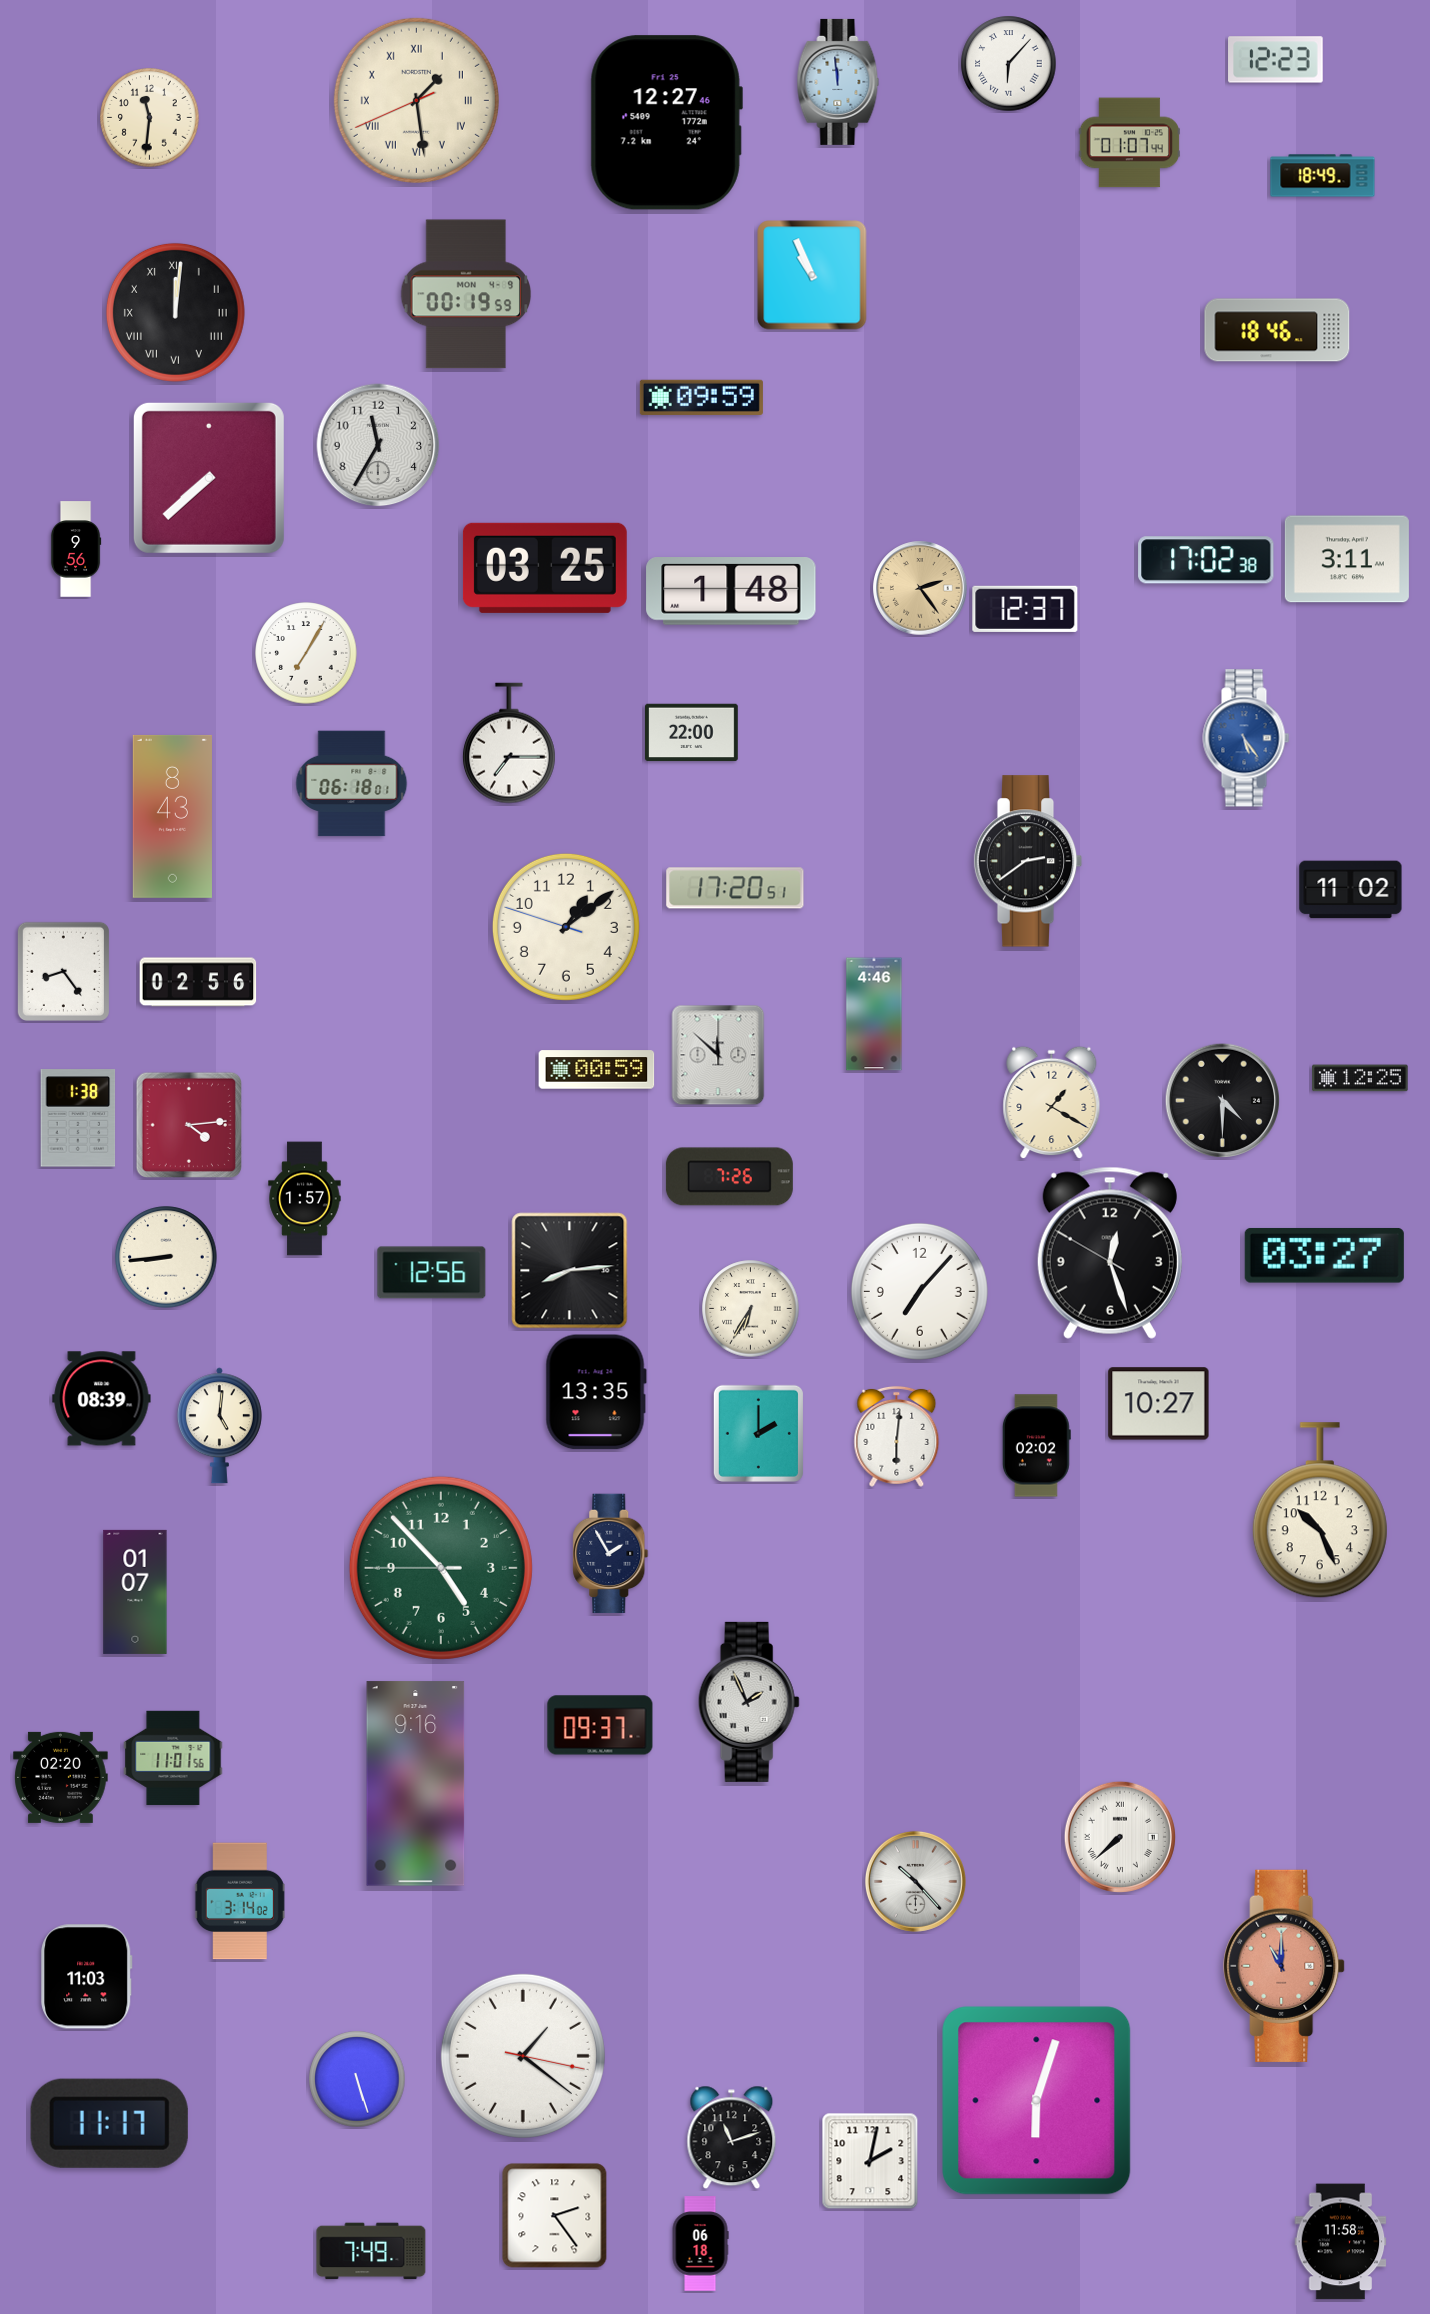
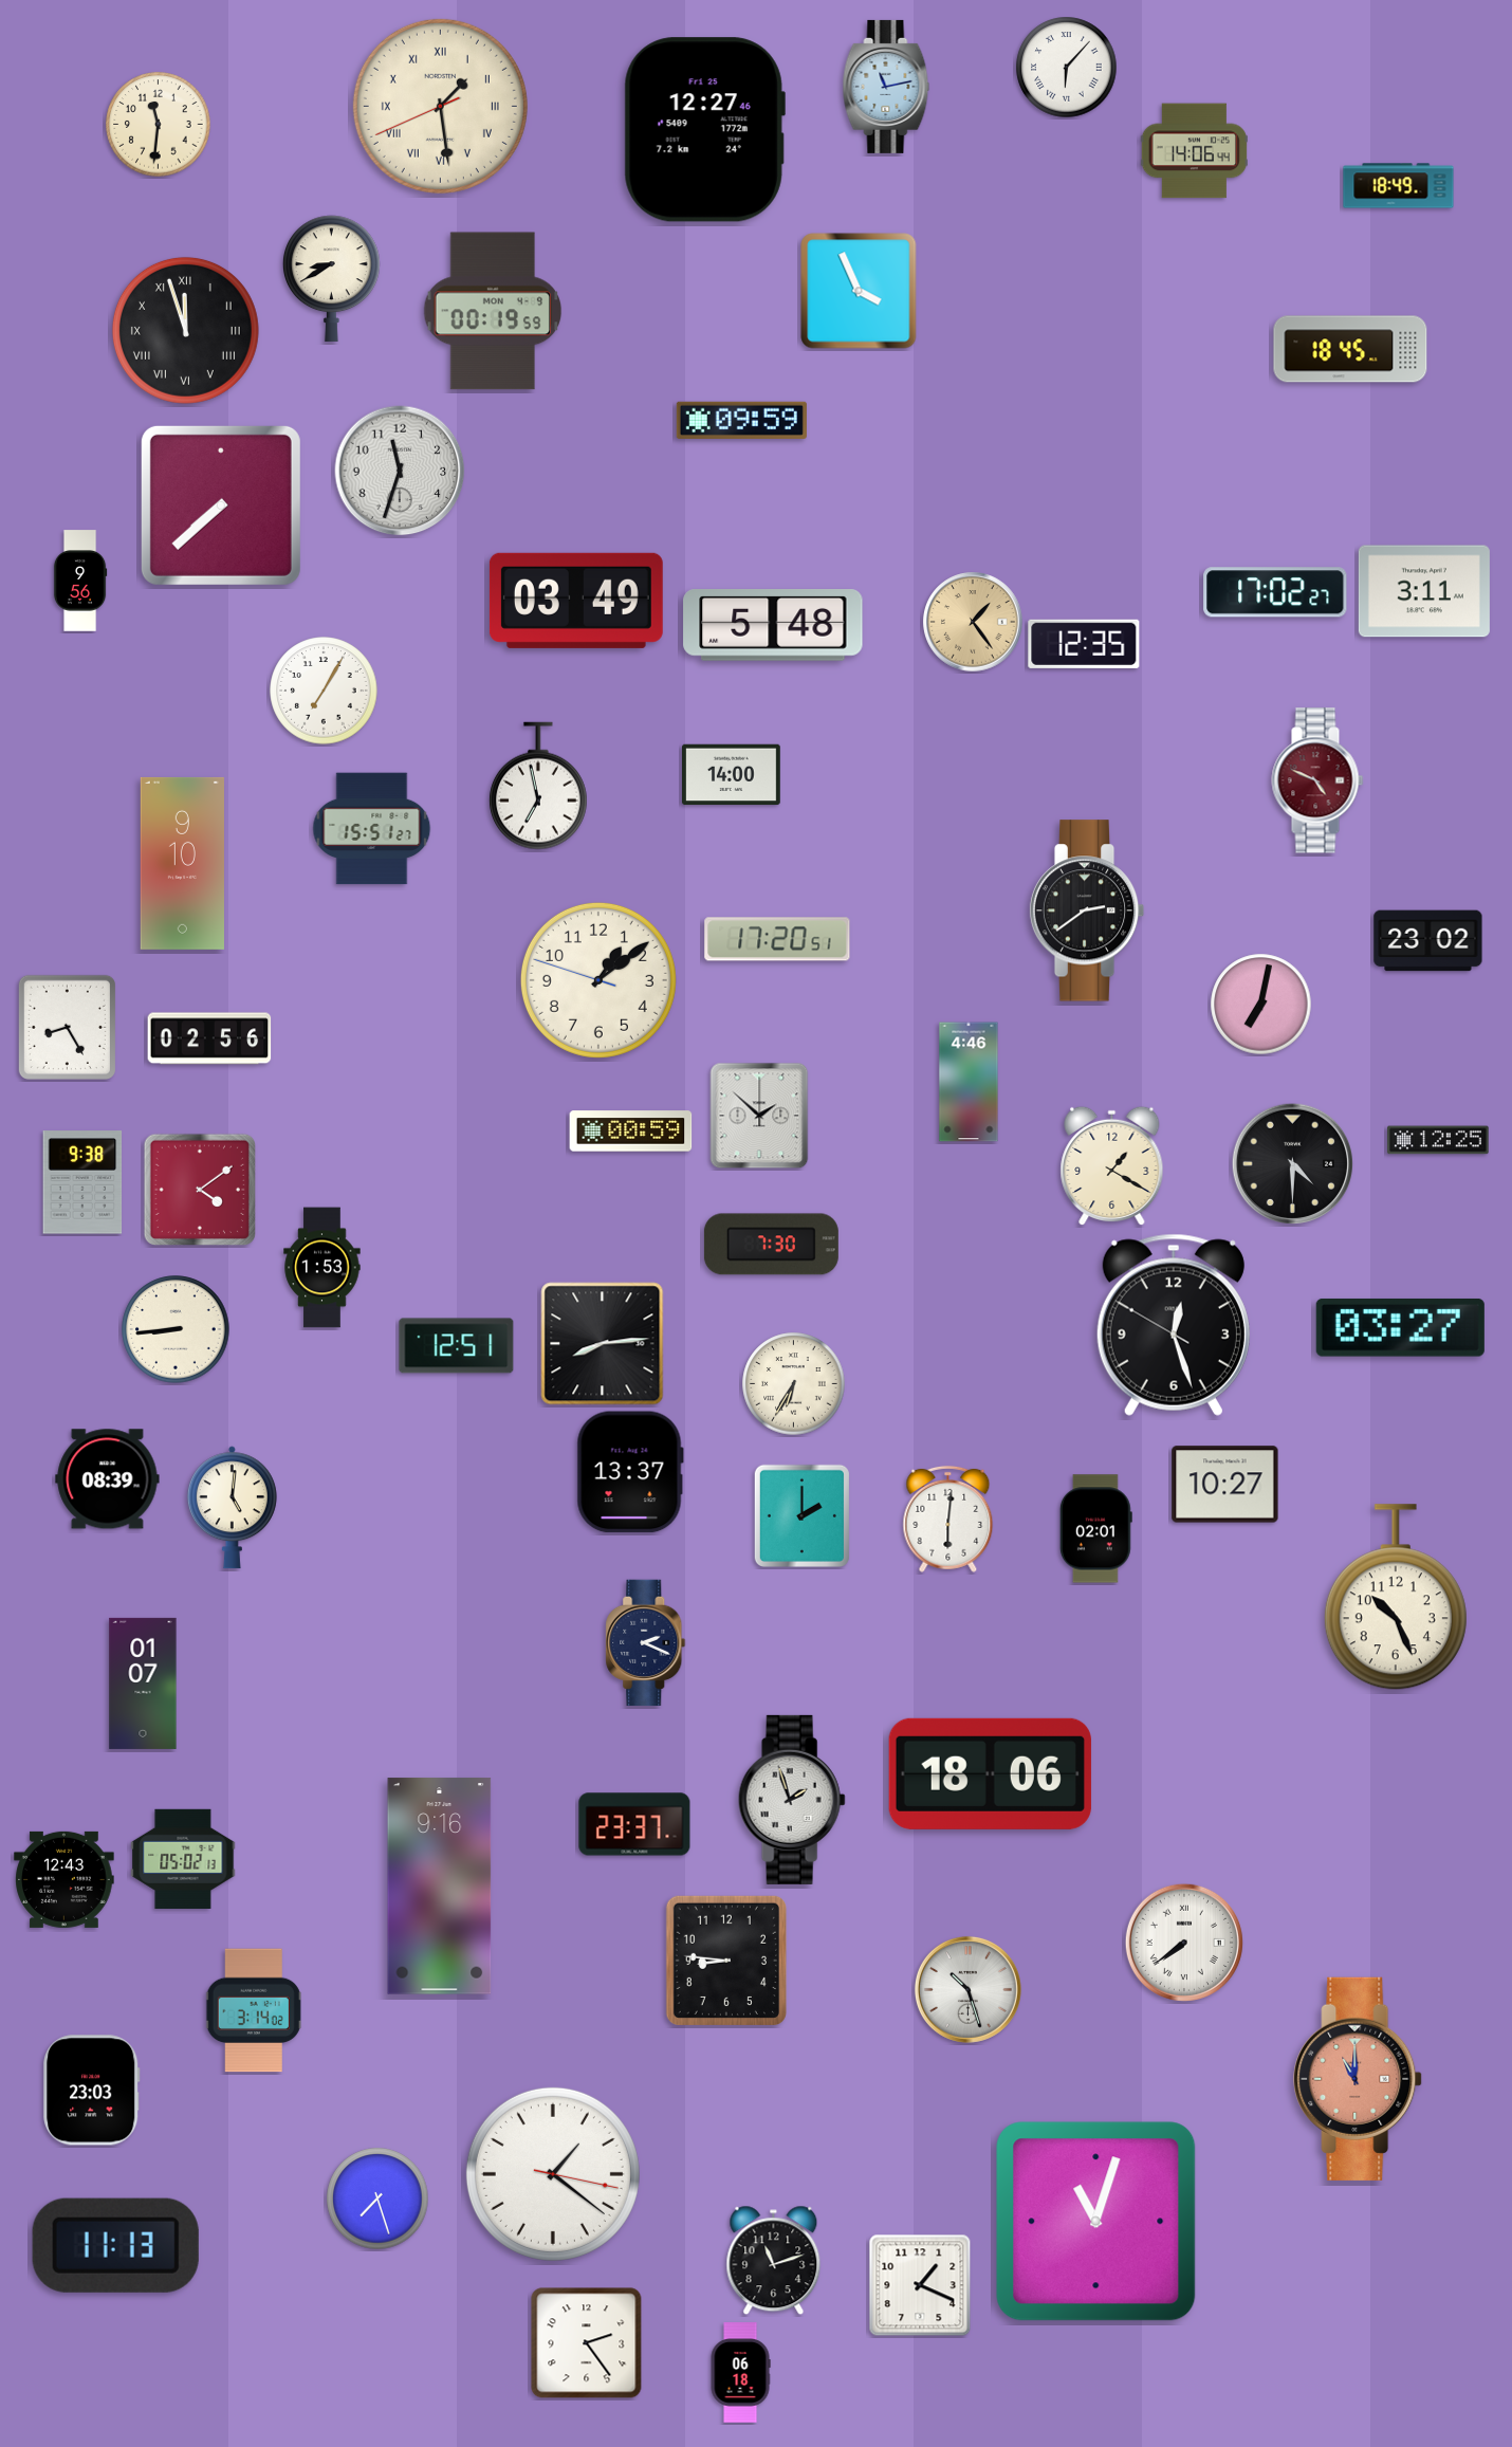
clock at (1276, 60): 12:23 -> none
clock at (838, 82): 11:59 -> 11:13
clock at (1130, 143): 01:07 -> 14:06
clock at (331, 279): none -> 8:40
clock at (812, 275): 10:56 -> 3:56
clock at (175, 312): 12:01 -> 11:57
clock at (1277, 330): 18:46 -> 18:45
clock at (378, 445): 11:35 -> 11:33
clock at (1206, 560): 17:02:38 -> 17:02:27
clock at (545, 568): 03:25 -> 03:49
clock at (920, 588): 2:24 -> 1:24
clock at (731, 592): 1:48 -> 5:48
clock at (1025, 609): 12:37 -> 12:35
clock at (692, 733): 22:00 -> 14:00
clock at (1246, 738): 5:24 -> 4:49
clock at (1246, 738) dial: blue -> burgundy
clock at (509, 743): 7:15 -> 6:58
clock at (352, 784): 06:18 -> 15:51
clock at (172, 816): 8:43 -> 9:10
clock at (1351, 890): 11:02 -> 23:02
clock at (1261, 1005): none -> 7:02
clock at (63, 971): 8:24 -> 8:25
clock at (874, 1014) position: (874, 1014) -> (969, 1082)
clock at (718, 1055): 11:52 -> 1:52
clock at (78, 1118): 1:38 -> 9:38
clock at (188, 1124): 4:14 -> 4:09
clock at (729, 1177): 7:26 -> 7:30
clock at (305, 1199): 1:57 -> 1:53
clock at (432, 1273): 12:56 -> 12:51
clock at (919, 1291): 7:07 -> none
clock at (596, 1392): 13:35 -> 13:37
clock at (1036, 1446): 02:02 -> 02:01
clock at (611, 1554): 1:55 -> 2:19
clock at (441, 1568): 4:52 -> none
clock at (990, 1773): none -> 18:06
clock at (749, 1702): 1:56 -> 1:57
clock at (600, 1725): 09:37 -> 23:37
clock at (173, 1758): 11:01 -> 05:02
clock at (61, 1777): 02:20 -> 12:43
clock at (1120, 1837): 7:38 -> 7:39
clock at (726, 1960): none -> 8:46
clock at (915, 1881): 10:23 -> 10:27
clock at (87, 1977): 11:03 -> 23:03
clock at (357, 2079): 5:27 -> 7:27
clock at (1037, 2101): 6:03 -> 11:03
clock at (109, 2123): 11:17 -> 11:13
clock at (870, 2161): 2:02 -> 1:19
clock at (1341, 2242): 11:58 -> none
clock at (371, 2251): 7:49 -> none
